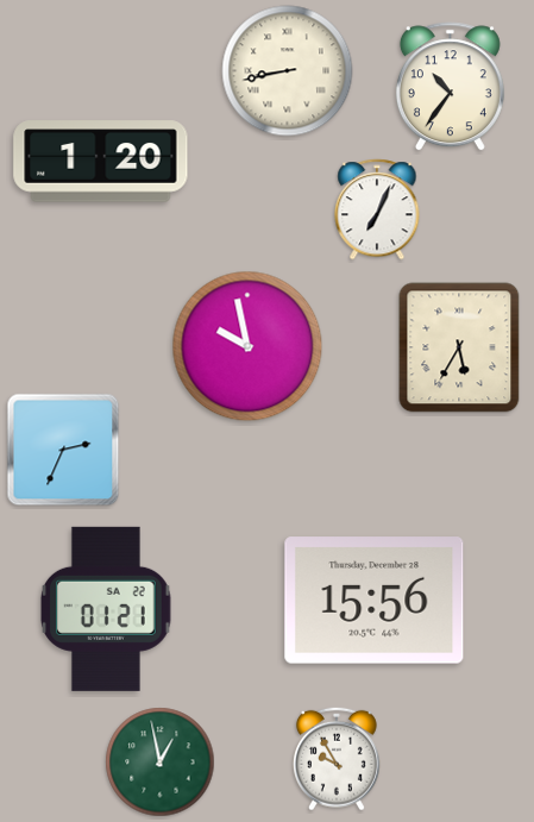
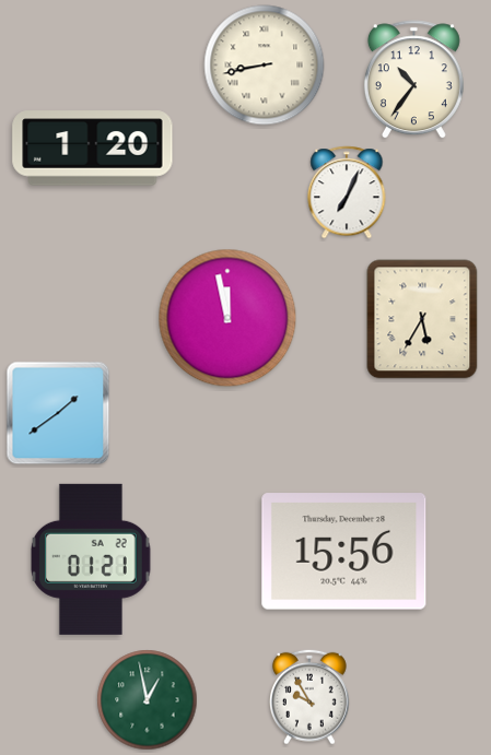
clock at (247, 346): 9:58 -> 11:58
clock at (63, 450): 2:34 -> 1:39
clock at (107, 609) position: (107, 609) -> (92, 559)
